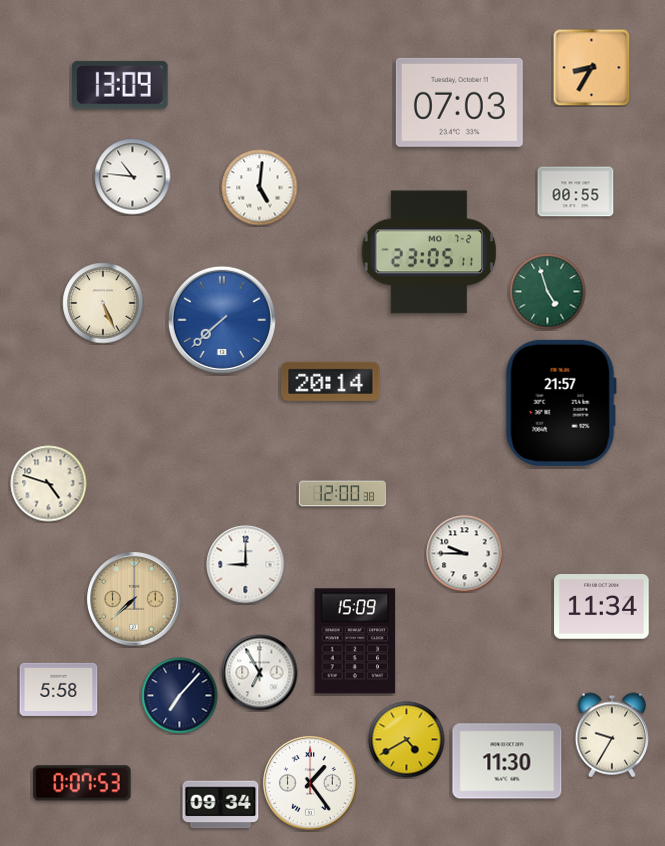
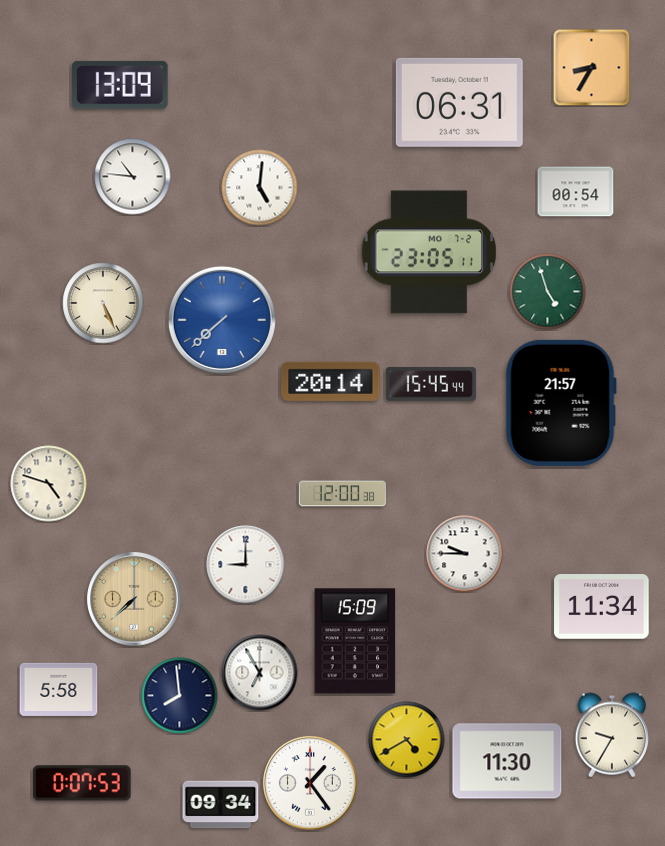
clock at (459, 102): 07:03 -> 06:31
clock at (576, 192): 00:55 -> 00:54
clock at (431, 384): none -> 15:45
clock at (180, 696): 7:07 -> 7:59
